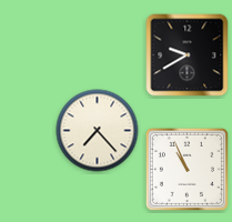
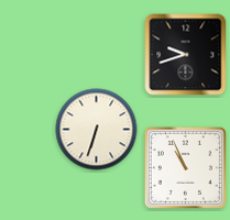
clock at (188, 56): 9:40 -> 9:42
clock at (98, 131): 7:23 -> 6:33
